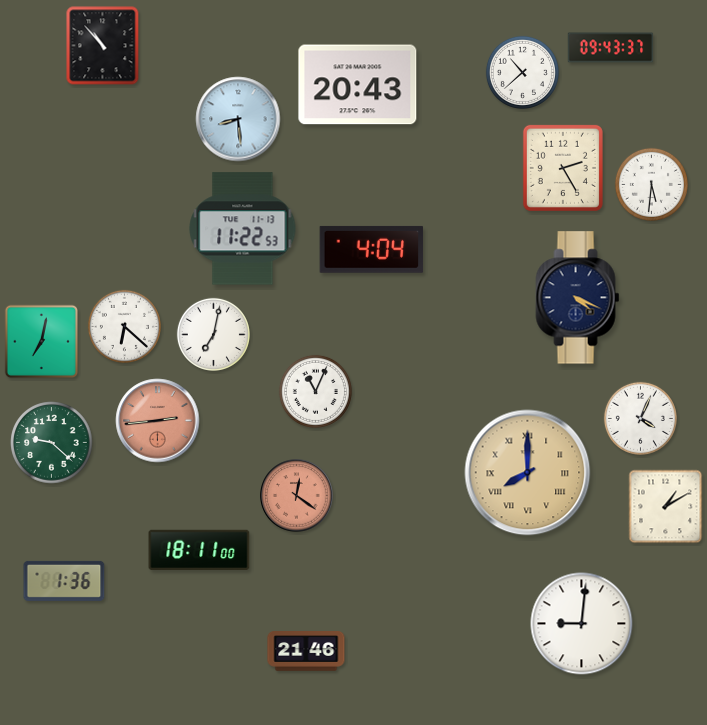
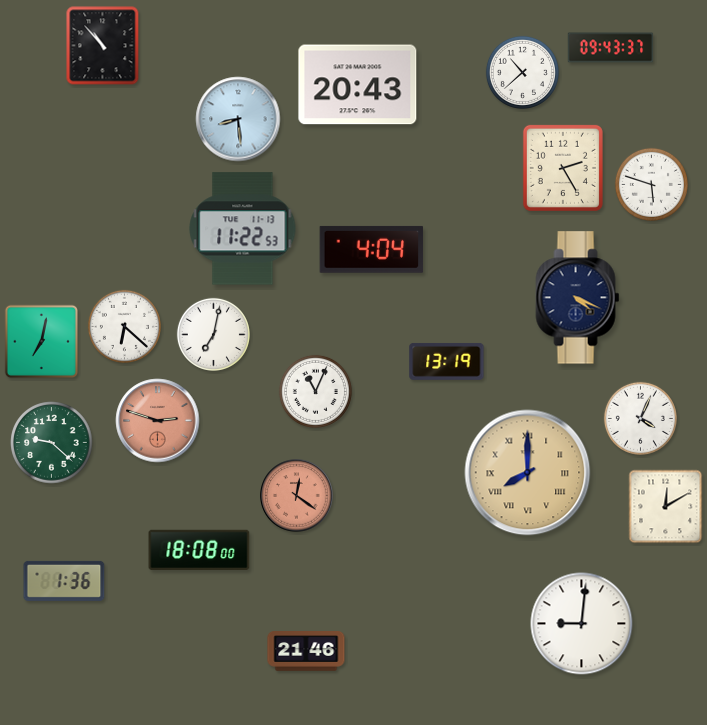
clock at (651, 184): 5:31 -> 5:48
clock at (447, 361): none -> 13:19
clock at (158, 421): 2:44 -> 2:48
clock at (666, 507): 1:10 -> 12:10
clock at (199, 550): 18:11 -> 18:08
